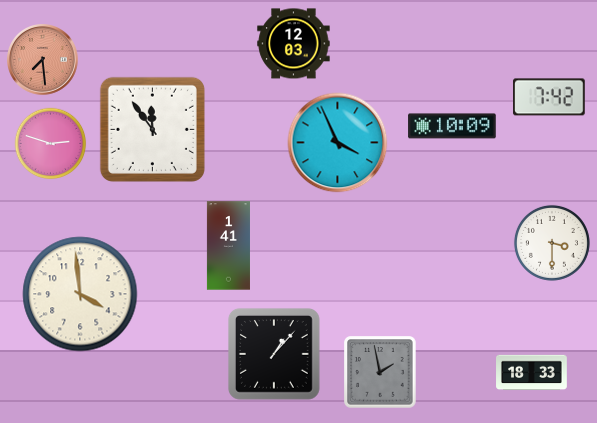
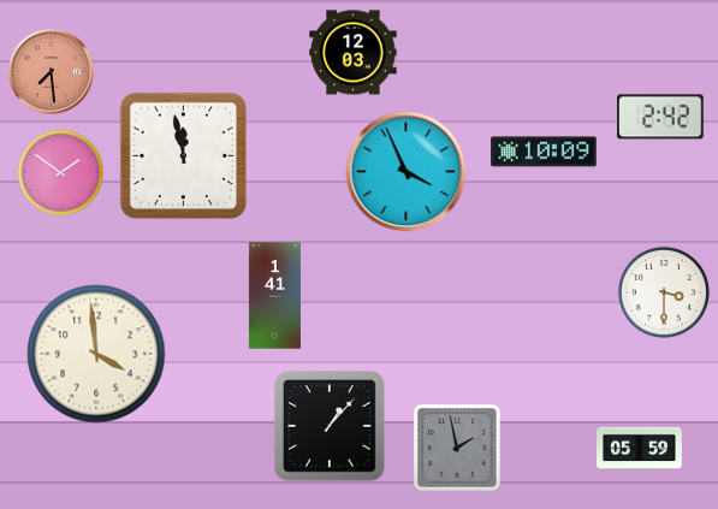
clock at (549, 97): 7:42 -> 2:42
clock at (152, 129): 11:54 -> 11:58
clock at (51, 144): 2:48 -> 1:51
clock at (532, 373): 18:33 -> 05:59
